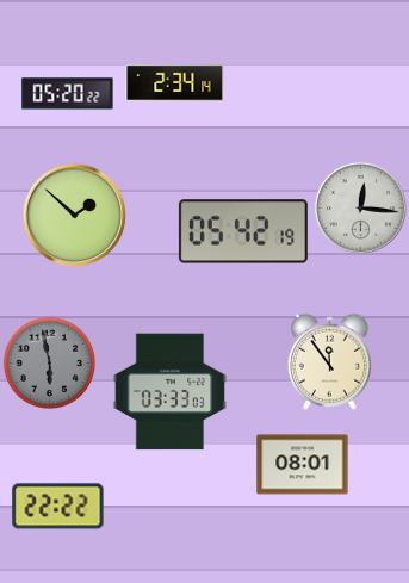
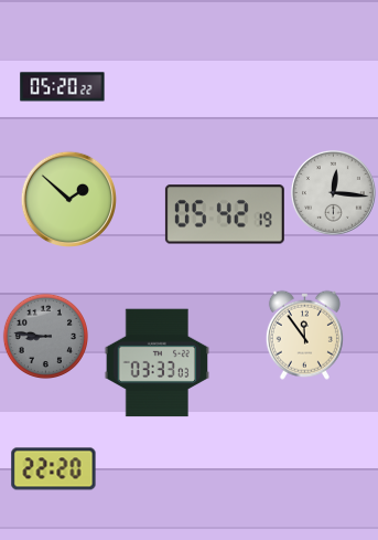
clock at (175, 82): 2:34 -> none
clock at (49, 362): 5:58 -> 8:46
clock at (303, 465): 08:01 -> none
clock at (58, 507): 22:22 -> 22:20
